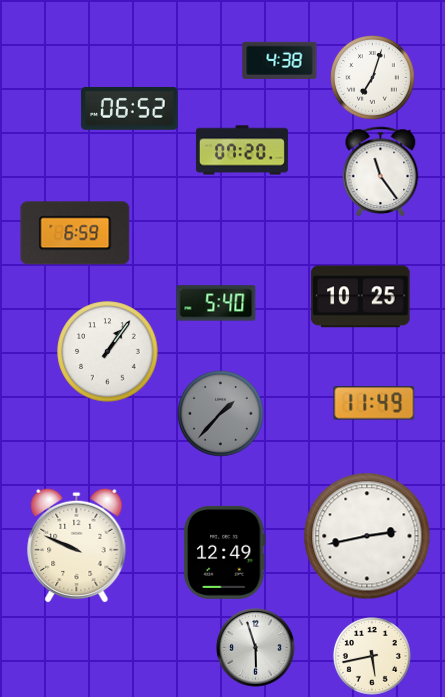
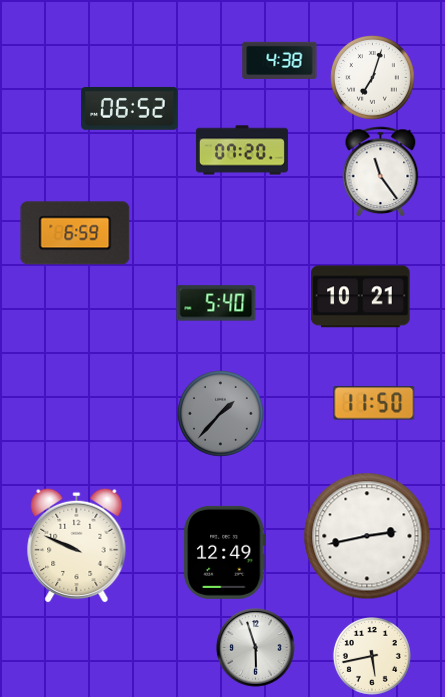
clock at (361, 297): 10:25 -> 10:21
clock at (108, 352): 1:06 -> none
clock at (374, 403): 11:49 -> 11:50
